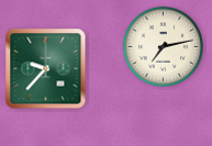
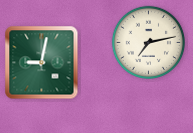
clock at (46, 69): 9:37 -> 9:02
